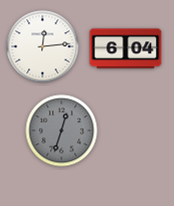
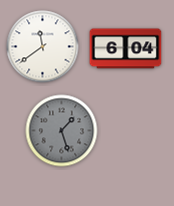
clock at (43, 47): 12:14 -> 11:39
clock at (62, 131): 12:33 -> 1:27
